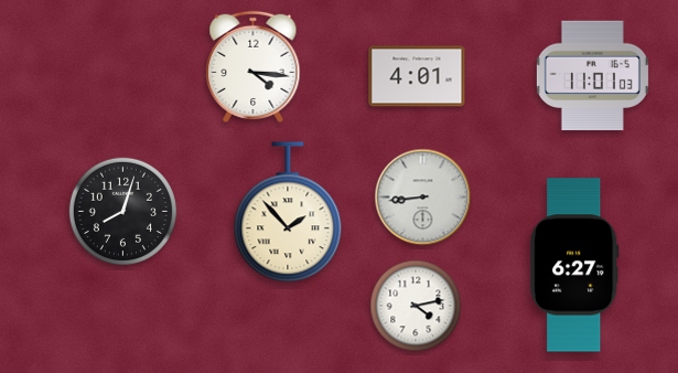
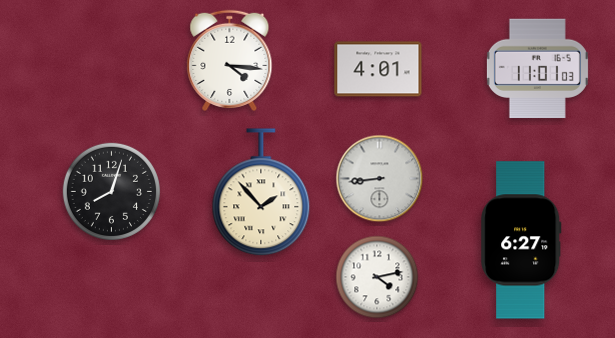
clock at (423, 198) position: (423, 198) -> (380, 179)
